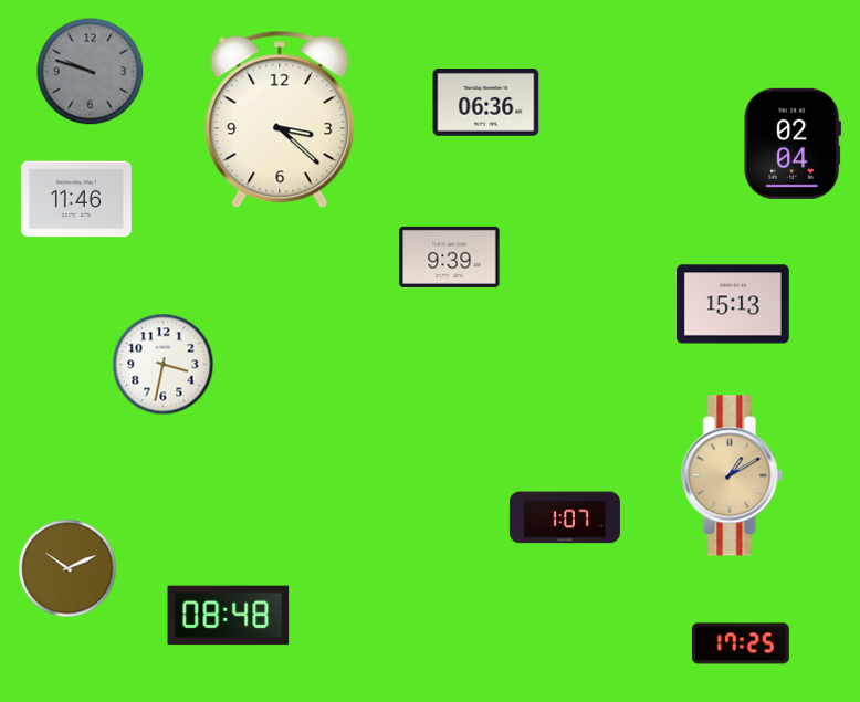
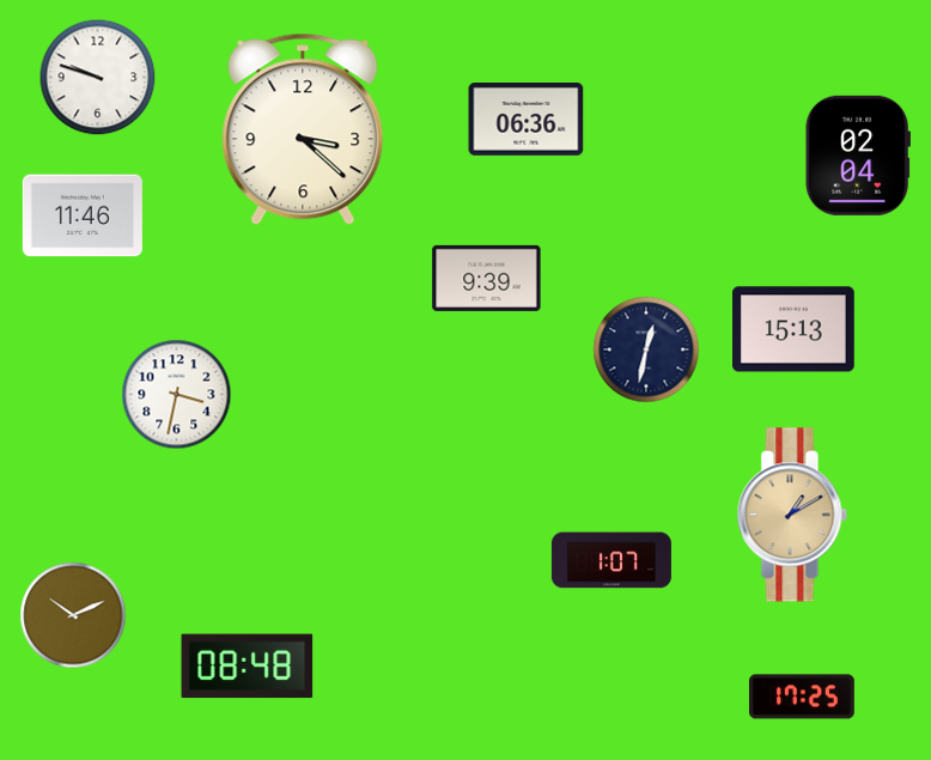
clock at (91, 72) dial: grey -> white
clock at (486, 103) position: (486, 103) -> (527, 120)
clock at (646, 349): none -> 12:32
